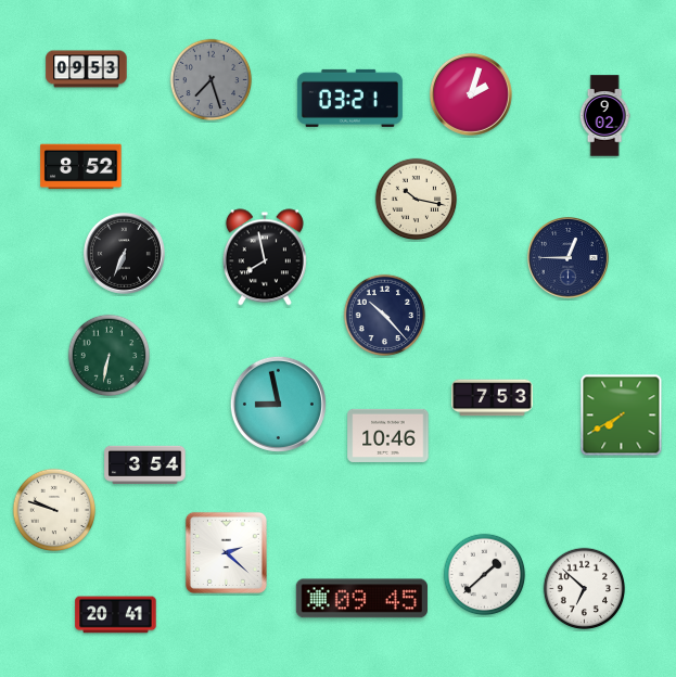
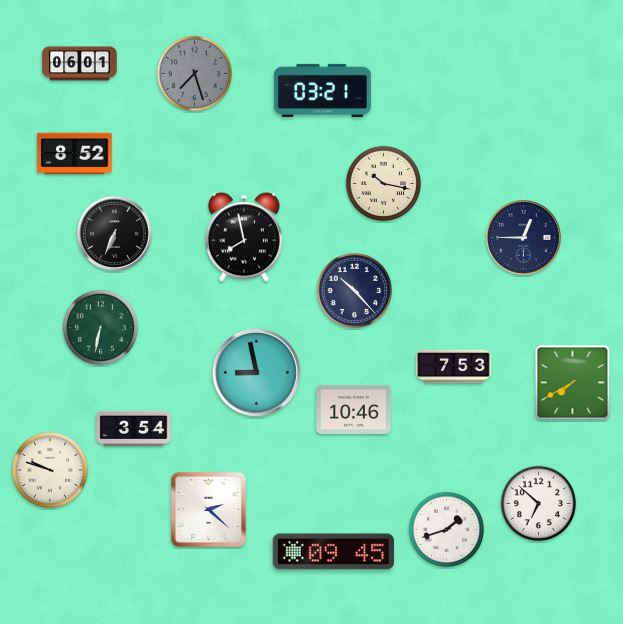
clock at (87, 69): 09:53 -> 06:01
clock at (471, 94): 2:03 -> none
clock at (604, 116): 9:02 -> none
clock at (388, 435) position: (388, 435) -> (354, 409)
clock at (485, 575): 1:38 -> 1:42
clock at (585, 589) position: (585, 589) -> (539, 504)
clock at (116, 615): 20:41 -> none
